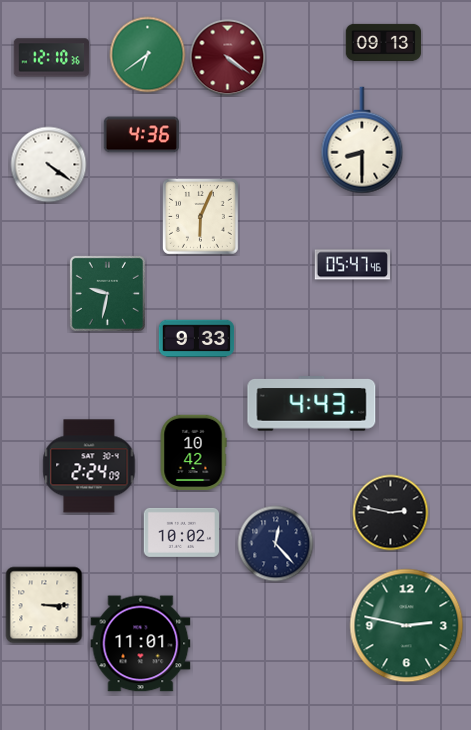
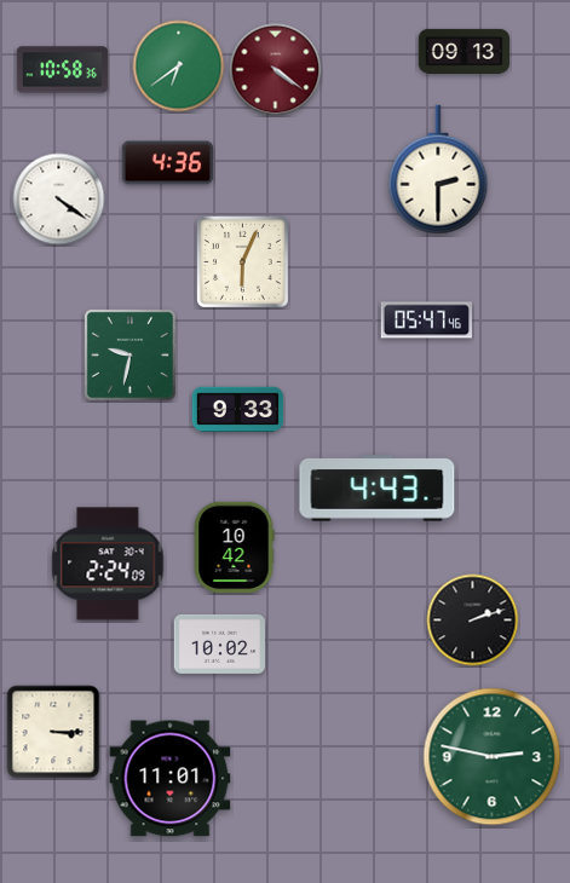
clock at (52, 58): 12:10 -> 10:58
clock at (142, 135) position: (142, 135) -> (168, 163)
clock at (362, 140): 8:30 -> 2:30
clock at (391, 513): 2:47 -> 2:12
clock at (276, 544): 12:23 -> none
